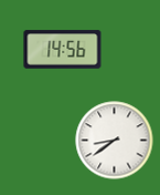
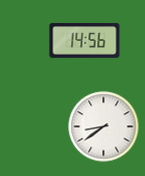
clock at (63, 50) position: (63, 50) -> (85, 41)
